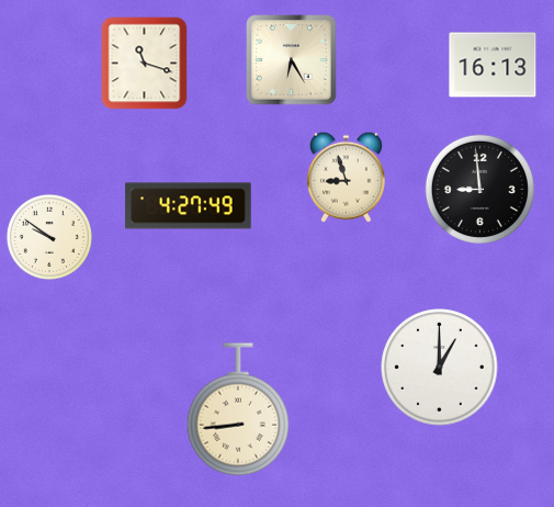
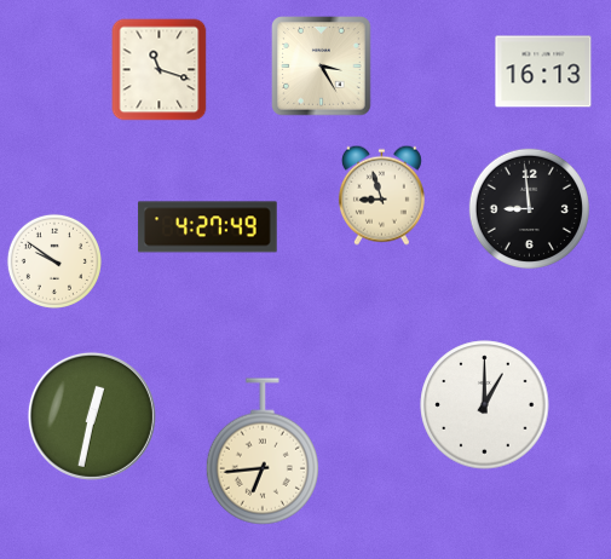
clock at (292, 60): 6:25 -> 3:25
clock at (92, 416): none -> 12:32
clock at (238, 409): 8:44 -> 6:44
